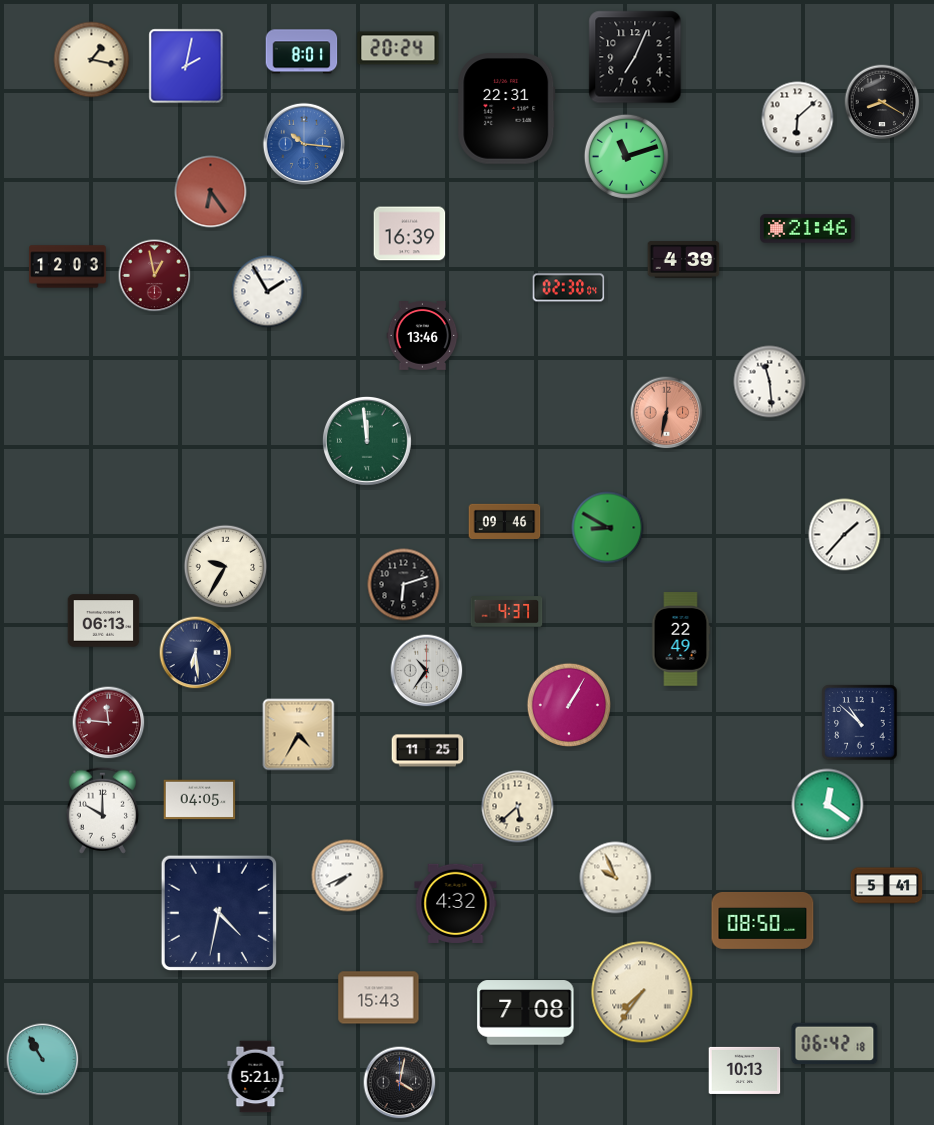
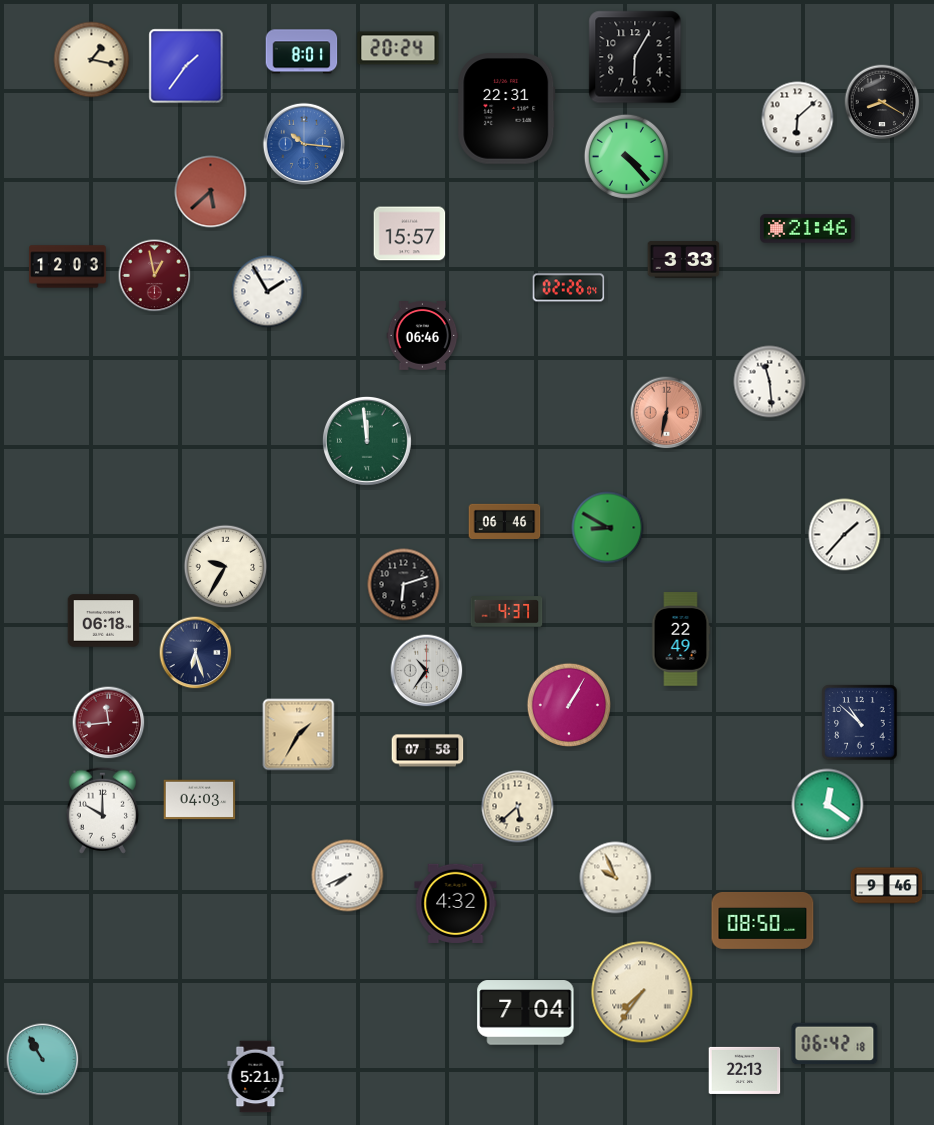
clock at (635, 57): 7:04 -> 6:05
clock at (186, 66): 2:02 -> 1:36
clock at (626, 156): 11:12 -> 4:23
clock at (211, 192): 6:24 -> 5:38
clock at (410, 234): 16:39 -> 15:57
clock at (684, 260): 4:39 -> 3:33
clock at (569, 288): 02:30 -> 02:26
clock at (423, 336): 13:46 -> 06:46
clock at (505, 522): 09:46 -> 06:46
clock at (104, 621): 06:13 -> 06:18
clock at (196, 653): 6:29 -> 6:27
clock at (109, 723): 11:46 -> 11:44
clock at (299, 735): 4:35 -> 1:35
clock at (428, 751): 11:25 -> 07:58
clock at (200, 800): 04:05 -> 04:03
clock at (887, 886): 5:41 -> 9:46
clock at (218, 912): 4:32 -> none
clock at (379, 998): 15:43 -> none
clock at (526, 1013): 7:08 -> 7:04
clock at (745, 1070): 10:13 -> 22:13
clock at (400, 1083): 4:02 -> none
